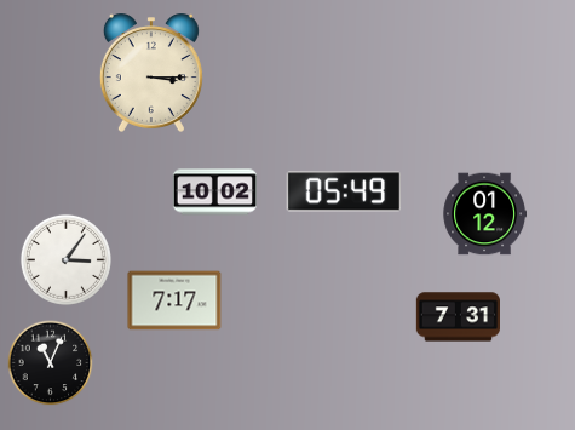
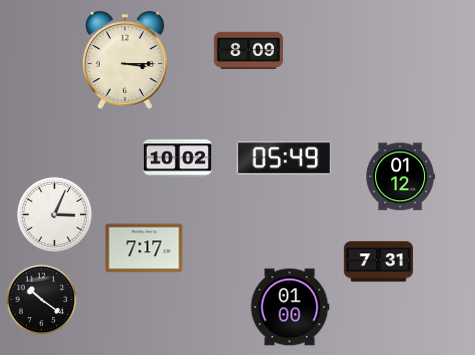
clock at (248, 51): none -> 8:09
clock at (65, 259): 3:06 -> 3:04
clock at (51, 363): 11:04 -> 10:21
clock at (290, 307): none -> 01:00
